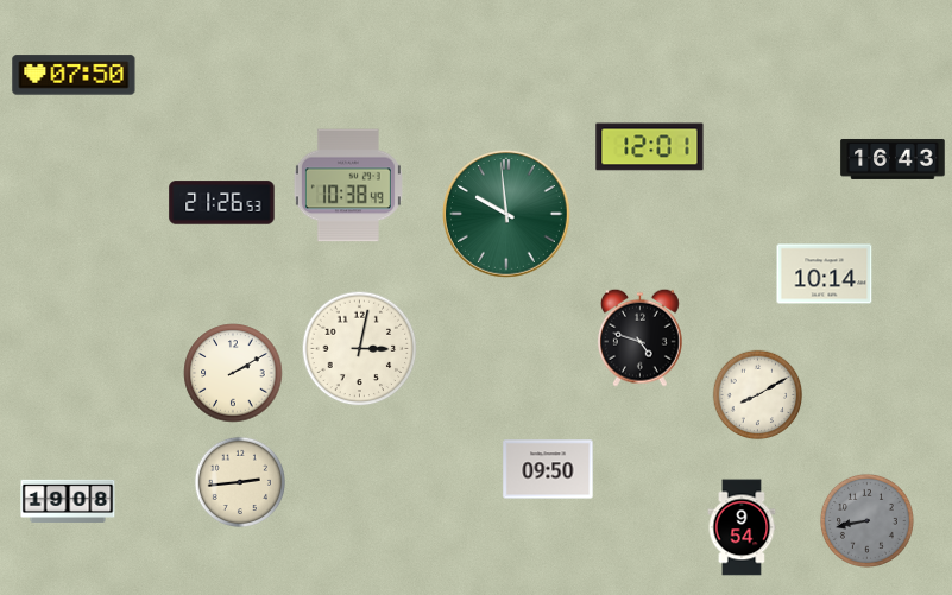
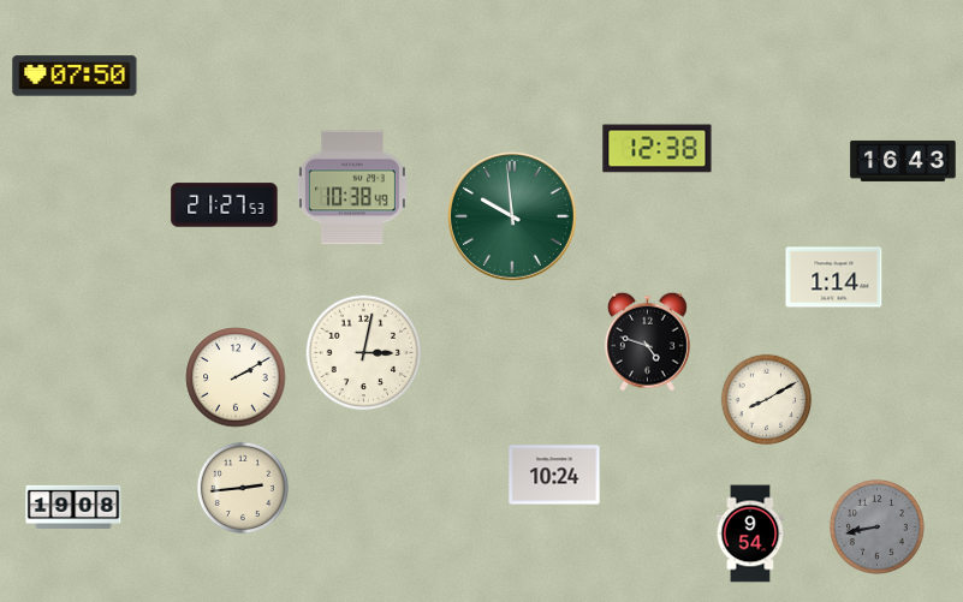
clock at (650, 147): 12:01 -> 12:38
clock at (222, 203): 21:26 -> 21:27
clock at (825, 274): 10:14 -> 1:14
clock at (548, 469): 09:50 -> 10:24
clock at (68, 500) position: (68, 500) -> (73, 506)
